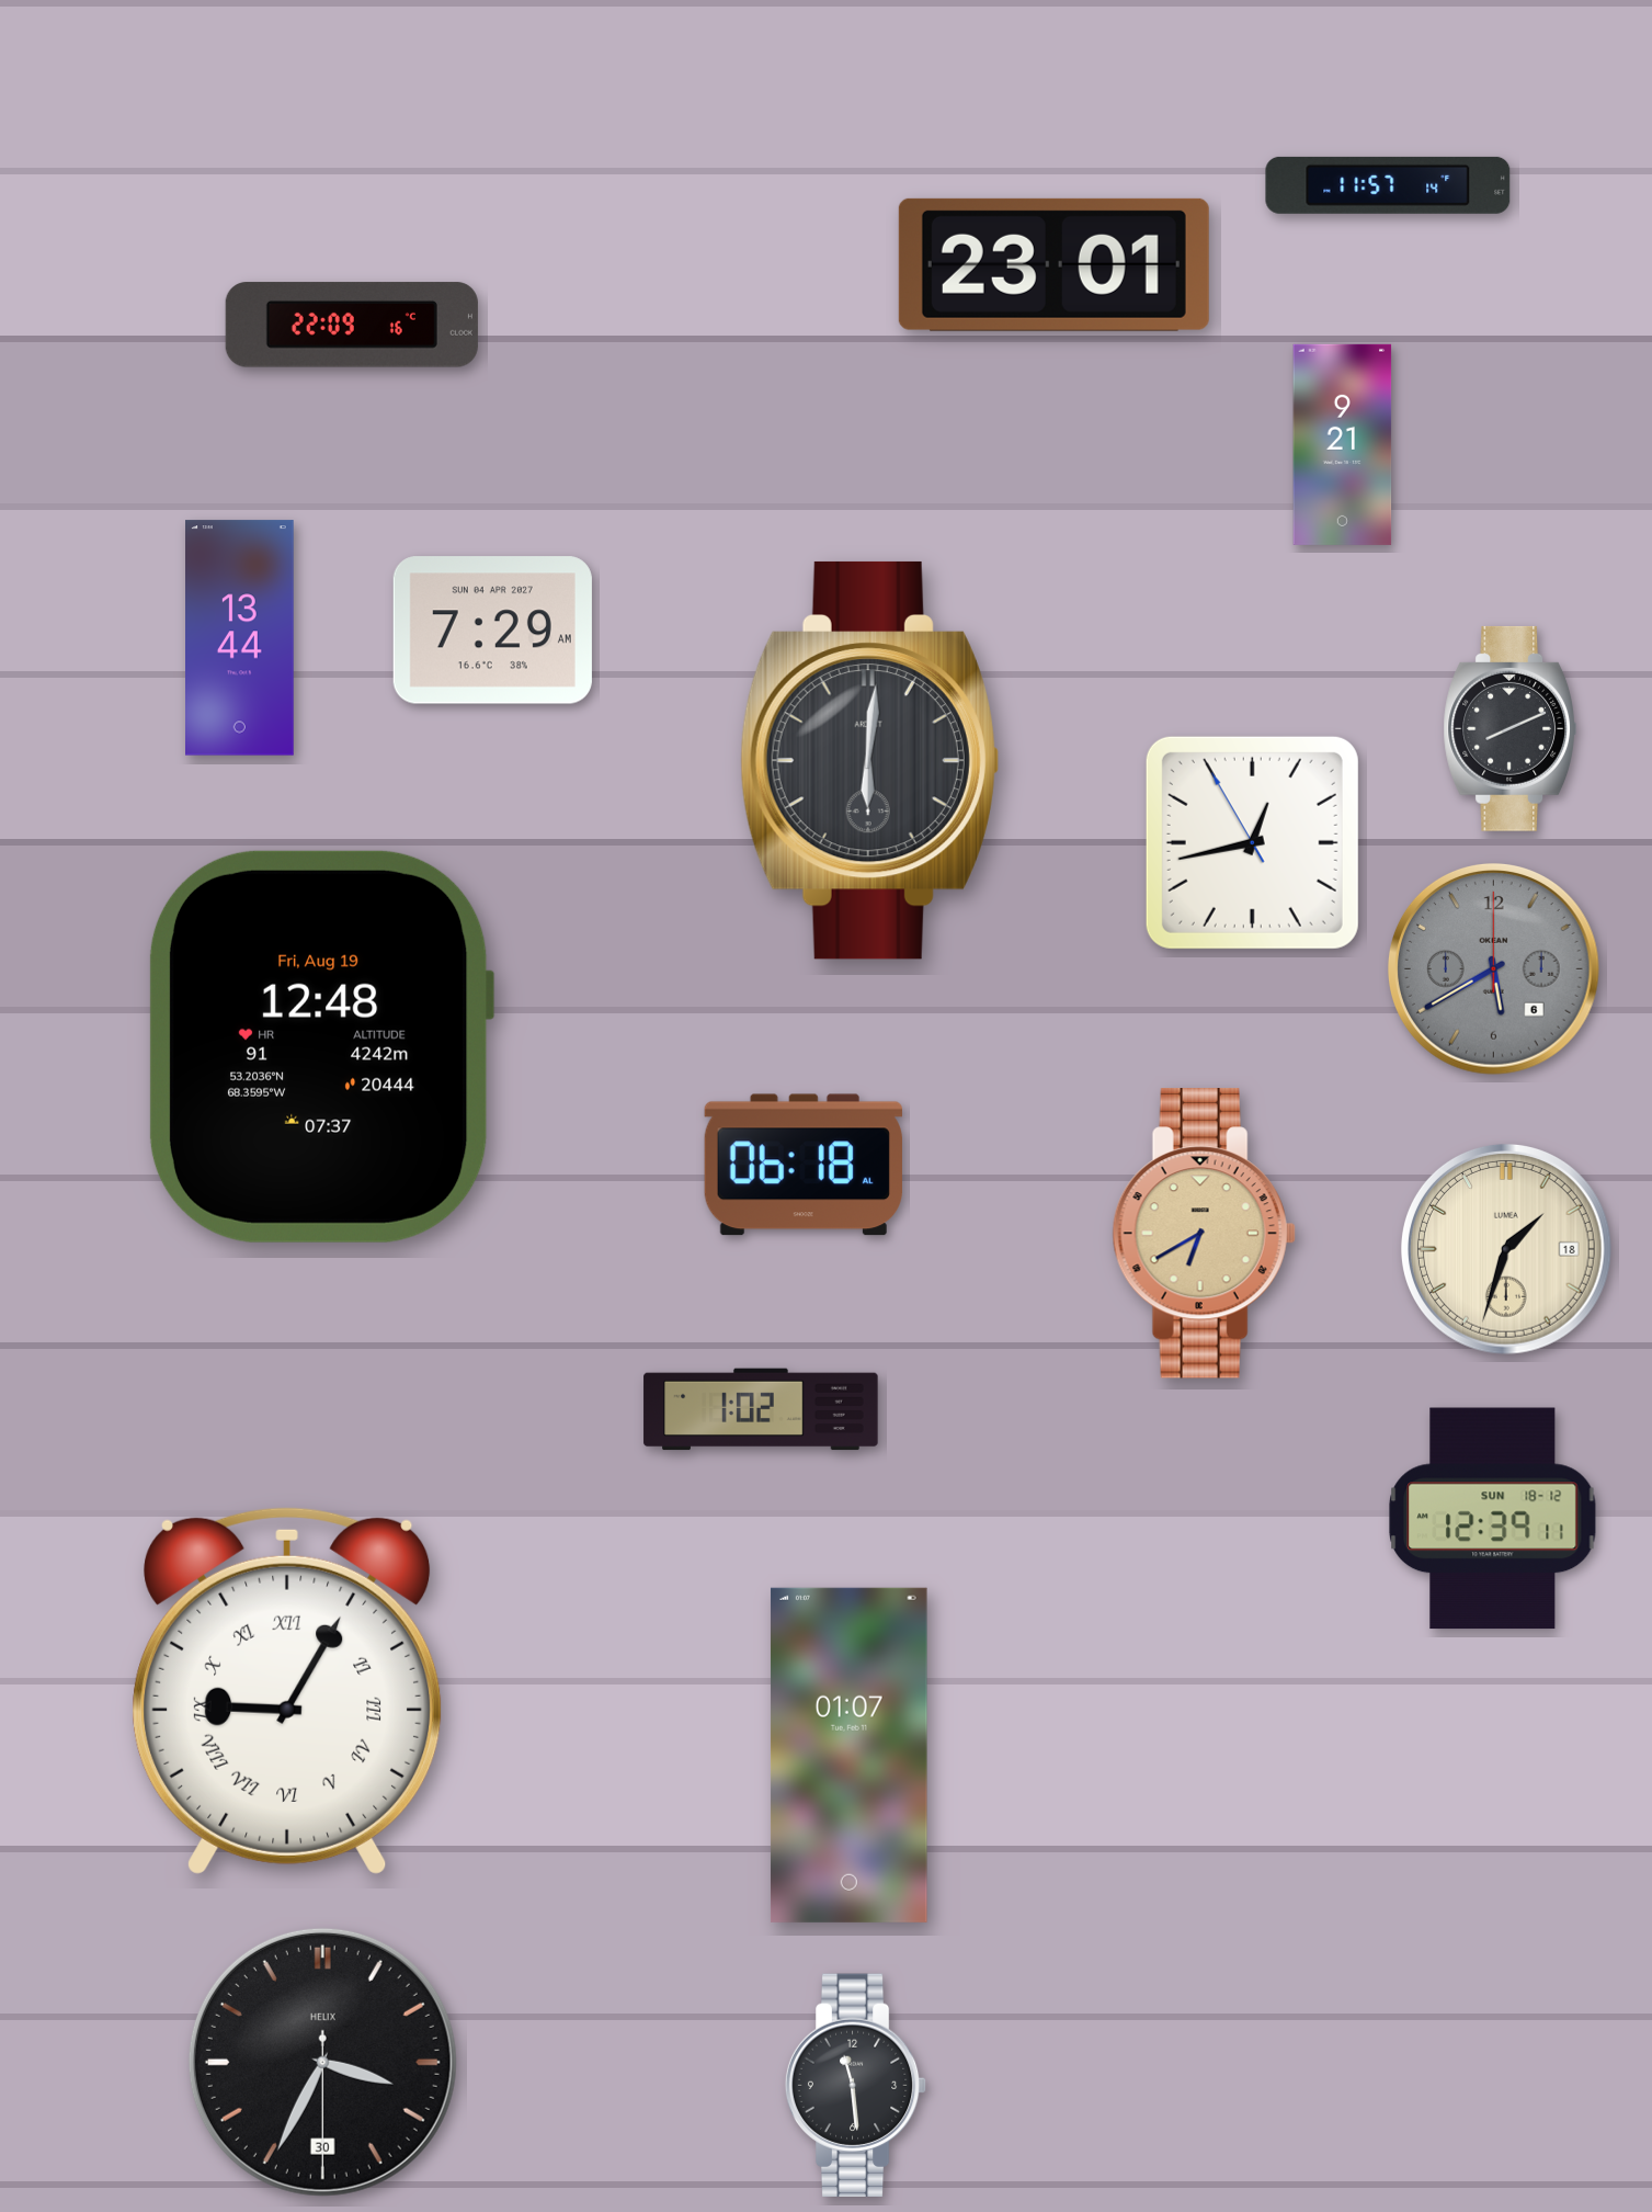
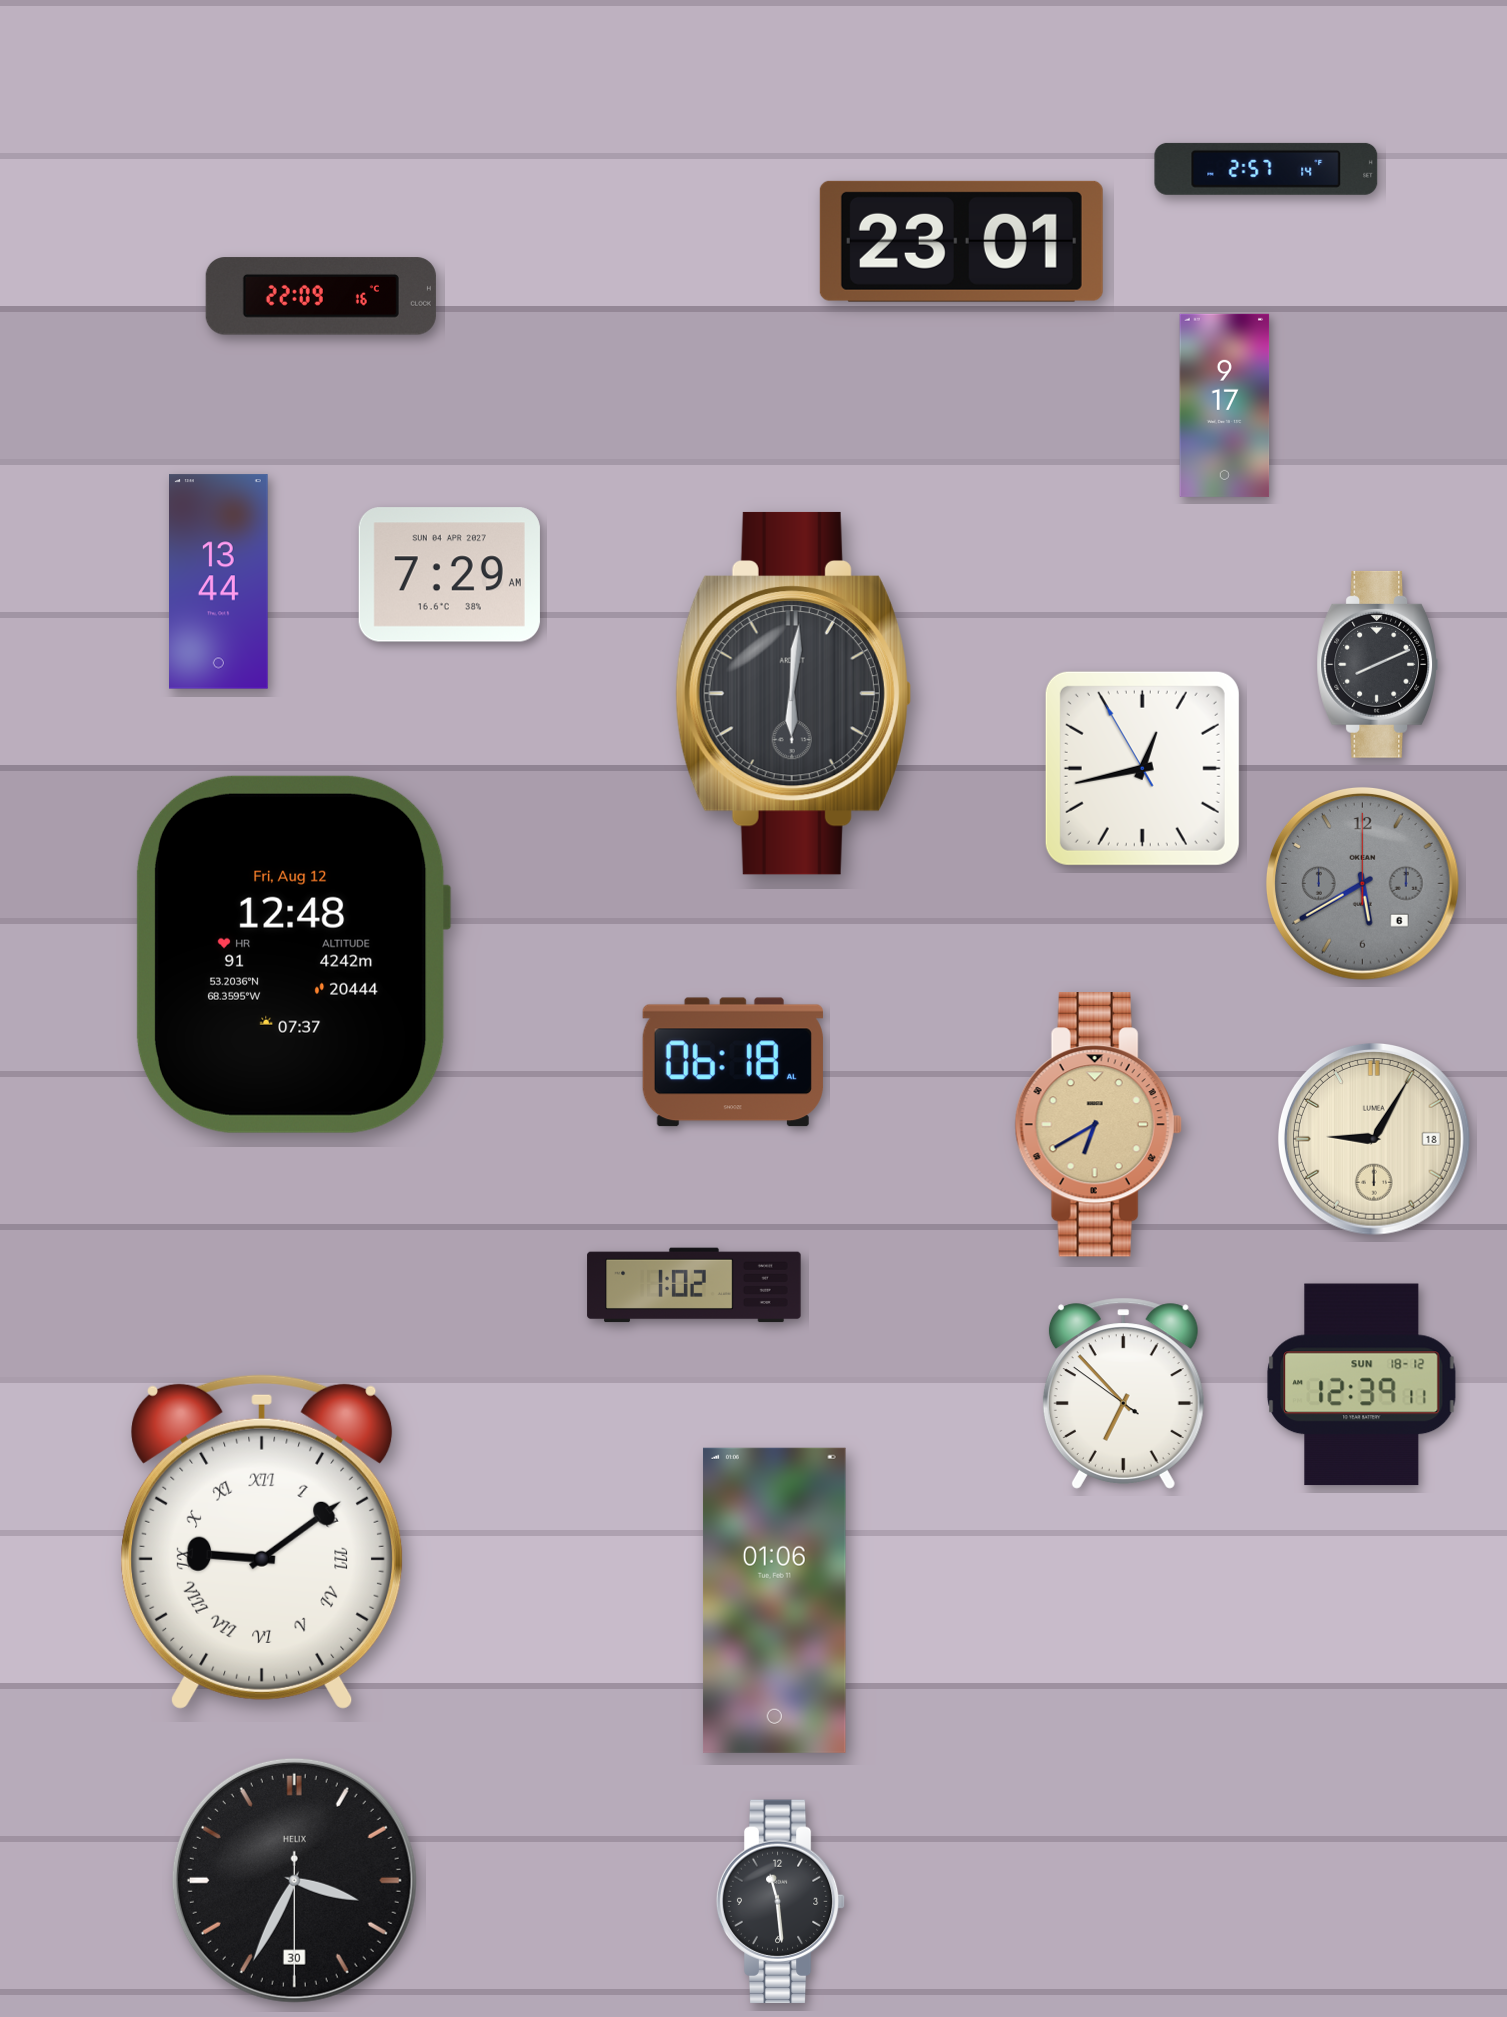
clock at (1388, 185): 11:57 -> 2:57
clock at (1343, 444): 9:21 -> 9:17
clock at (321, 1046) date: Fri, Aug 19 -> Fri, Aug 12
clock at (1507, 1250): 1:33 -> 9:05
clock at (1123, 1393): none -> 6:52
clock at (287, 1690): 9:05 -> 9:09
clock at (848, 1755): 01:07 -> 01:06
